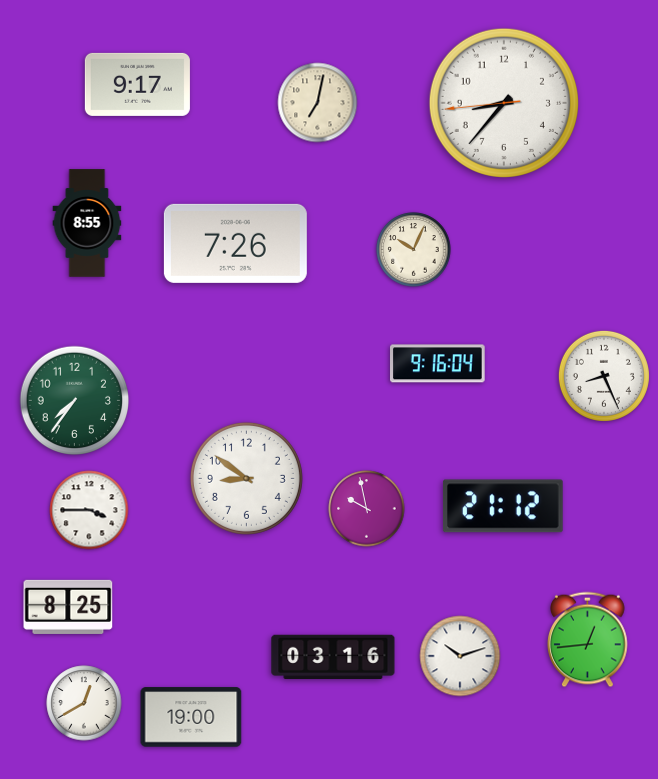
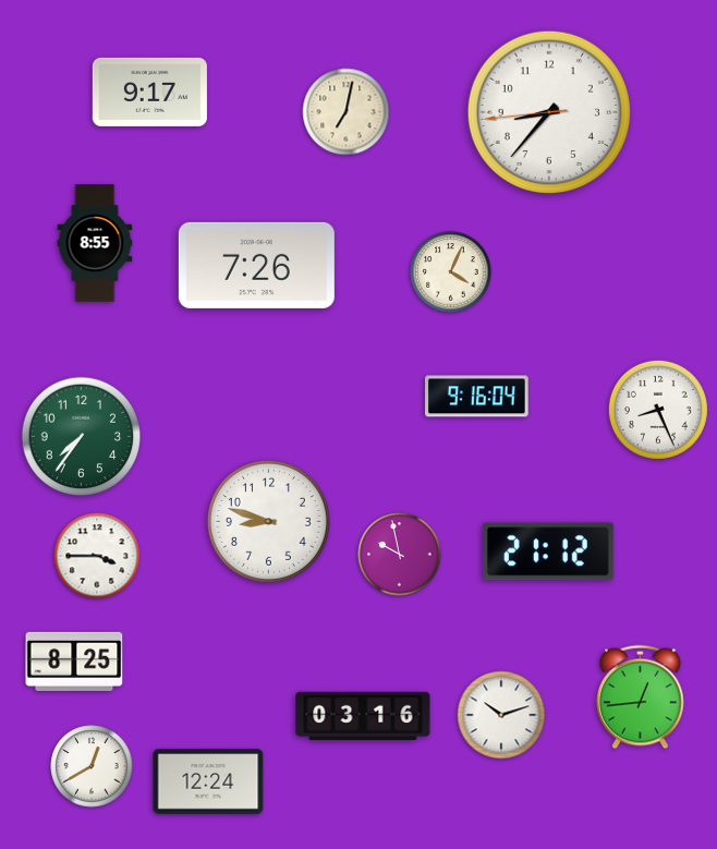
clock at (414, 250): 10:04 -> 4:04
clock at (246, 478): 8:51 -> 8:48
clock at (191, 717): 19:00 -> 12:24
